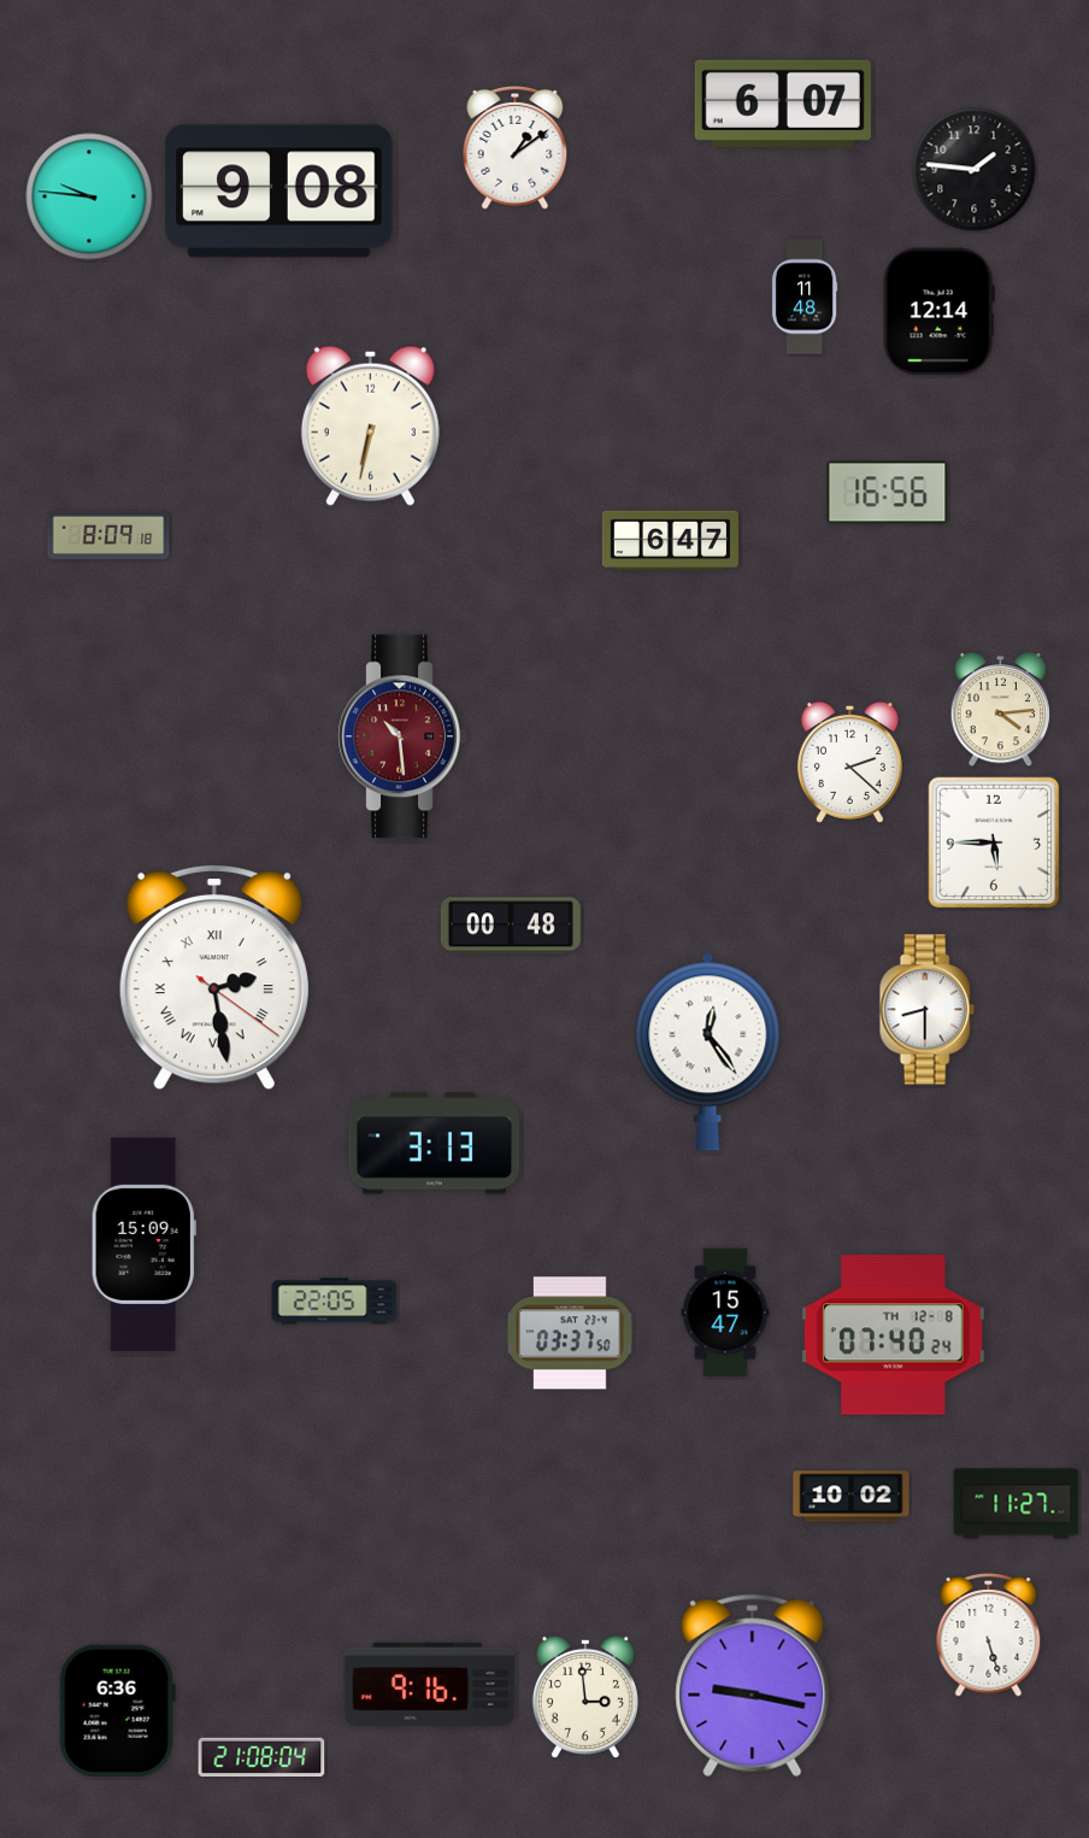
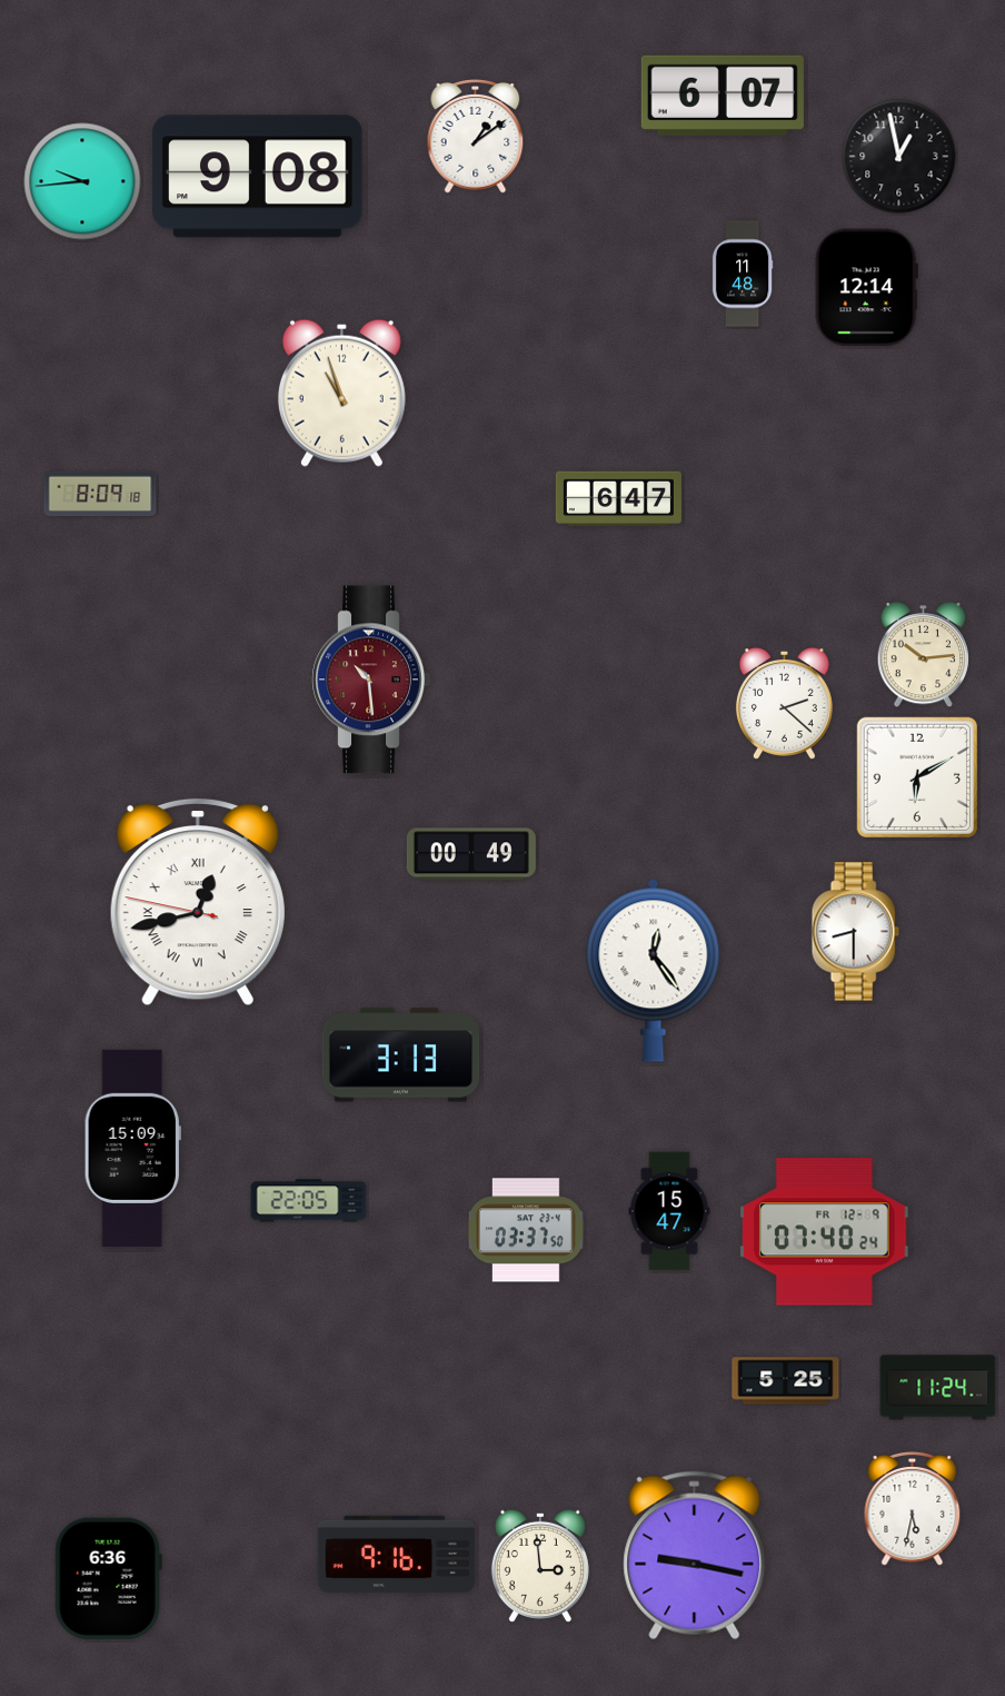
clock at (975, 170): 1:46 -> 12:58
clock at (89, 196): 9:46 -> 9:44
clock at (370, 425): 6:32 -> 10:57
clock at (888, 493): 16:56 -> none
clock at (1001, 711): 4:14 -> 10:14
clock at (993, 841): 5:45 -> 6:10
clock at (511, 926): 00:48 -> 00:49
clock at (214, 977): 2:28 -> 12:42
clock at (893, 1335) date: TH 12-8 -> FR 12-9
clock at (852, 1497): 10:02 -> 5:25
clock at (1017, 1504): 11:27 -> 11:24
clock at (989, 1634): 5:27 -> 5:32
clock at (261, 1756): 21:08 -> none
